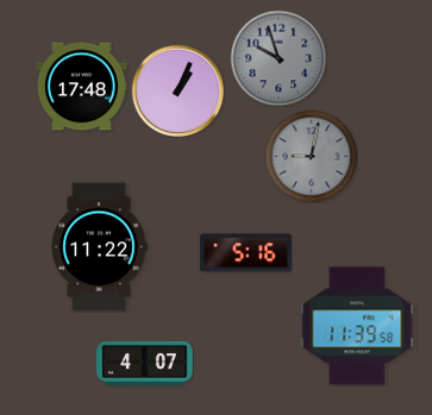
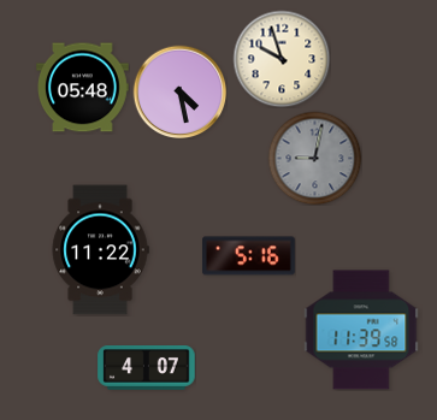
clock at (278, 58) dial: grey -> cream
clock at (82, 87): 17:48 -> 05:48
clock at (177, 90): 1:04 -> 4:28
